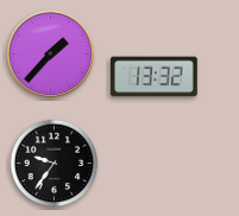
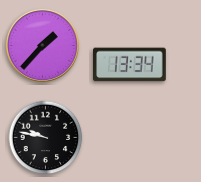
clock at (155, 77): 13:32 -> 13:34
clock at (55, 164): 9:36 -> 9:47
